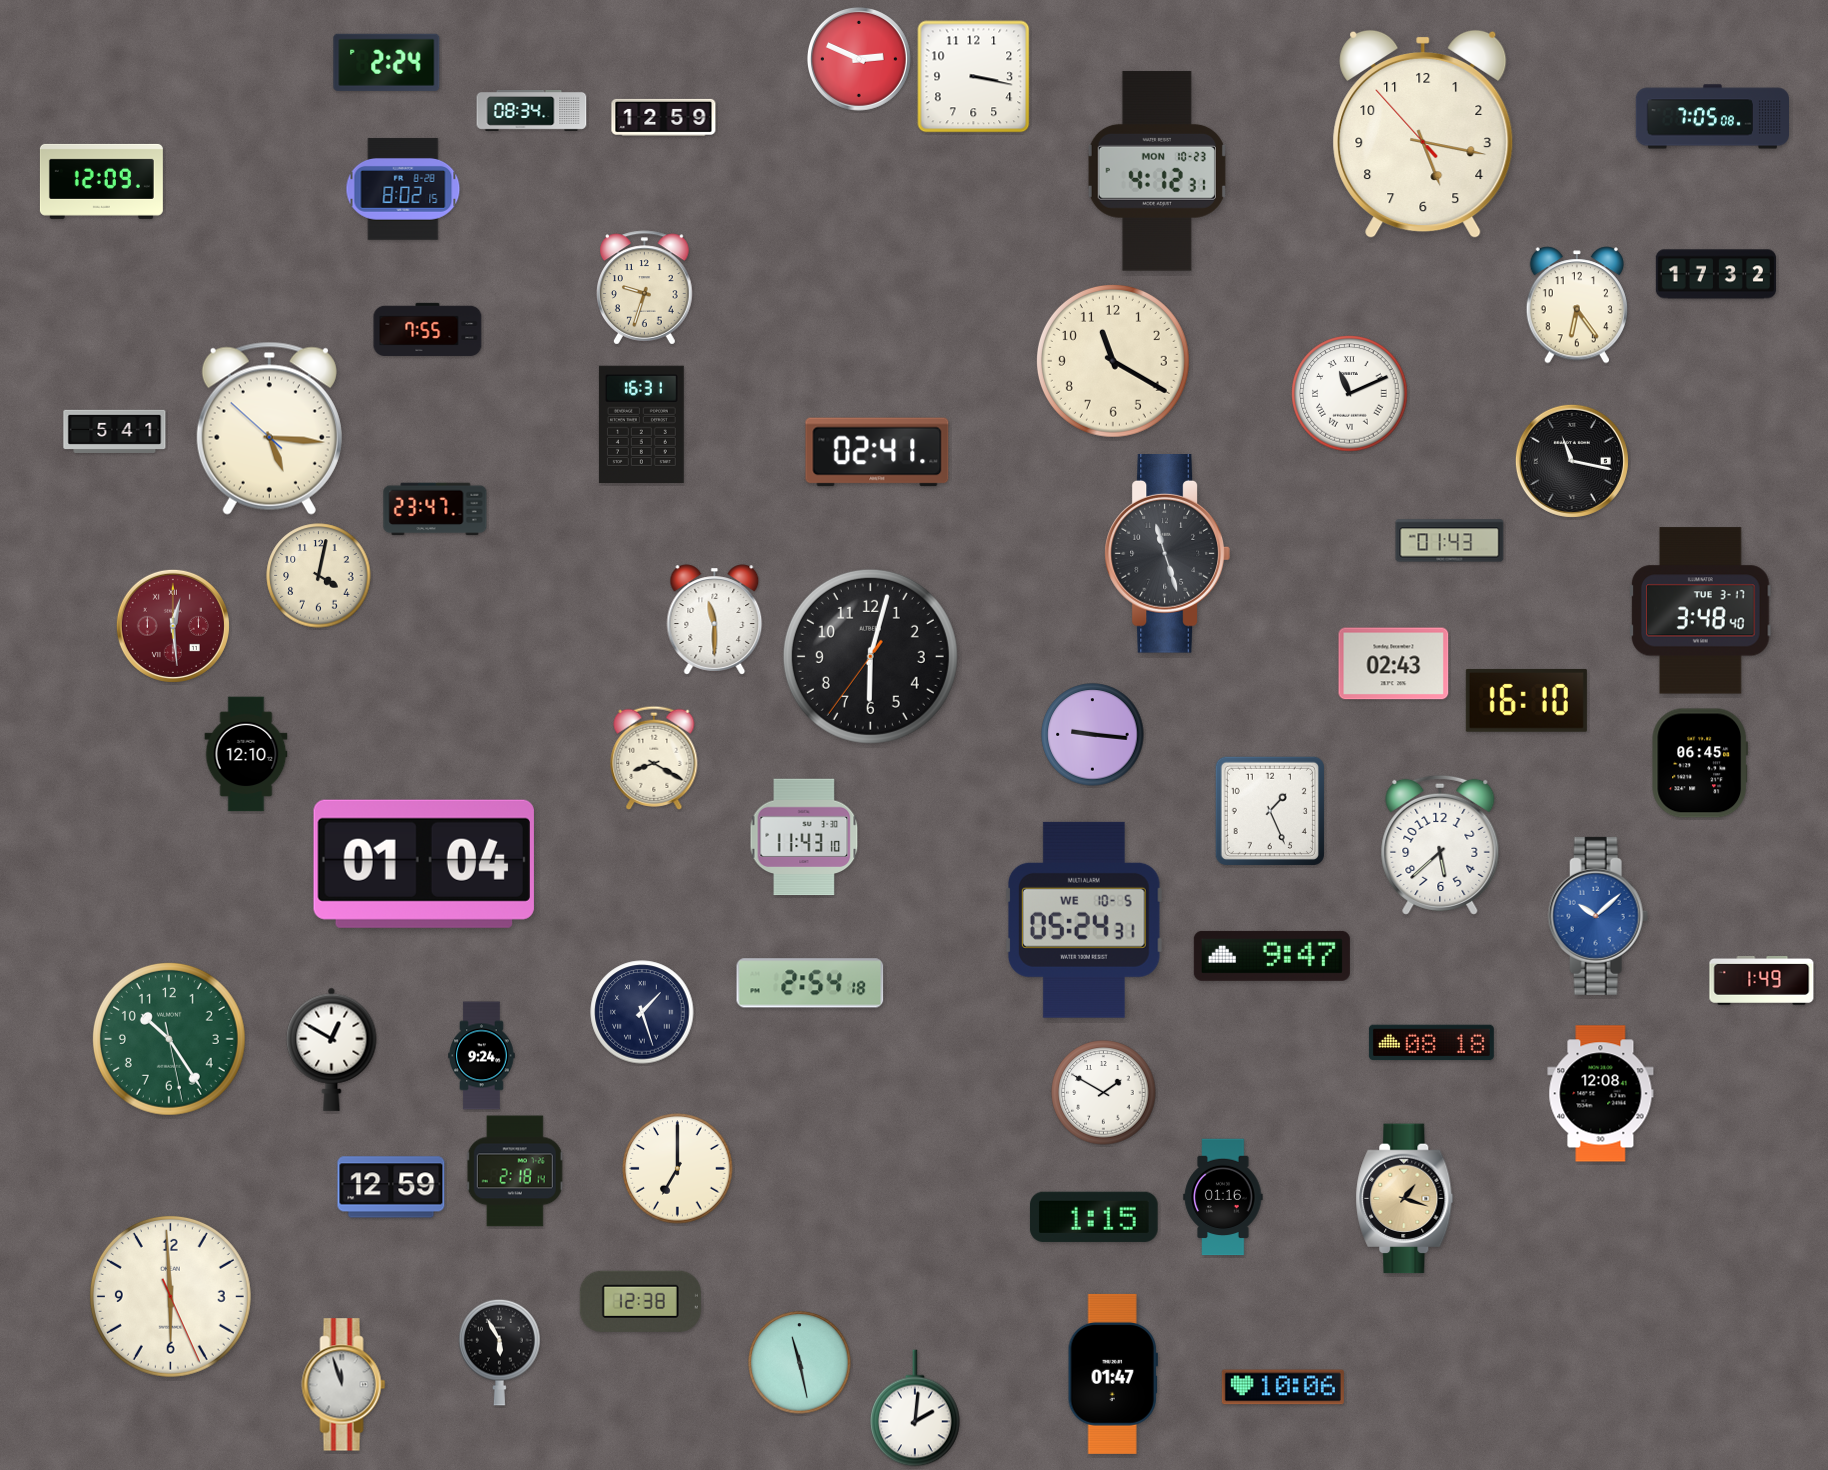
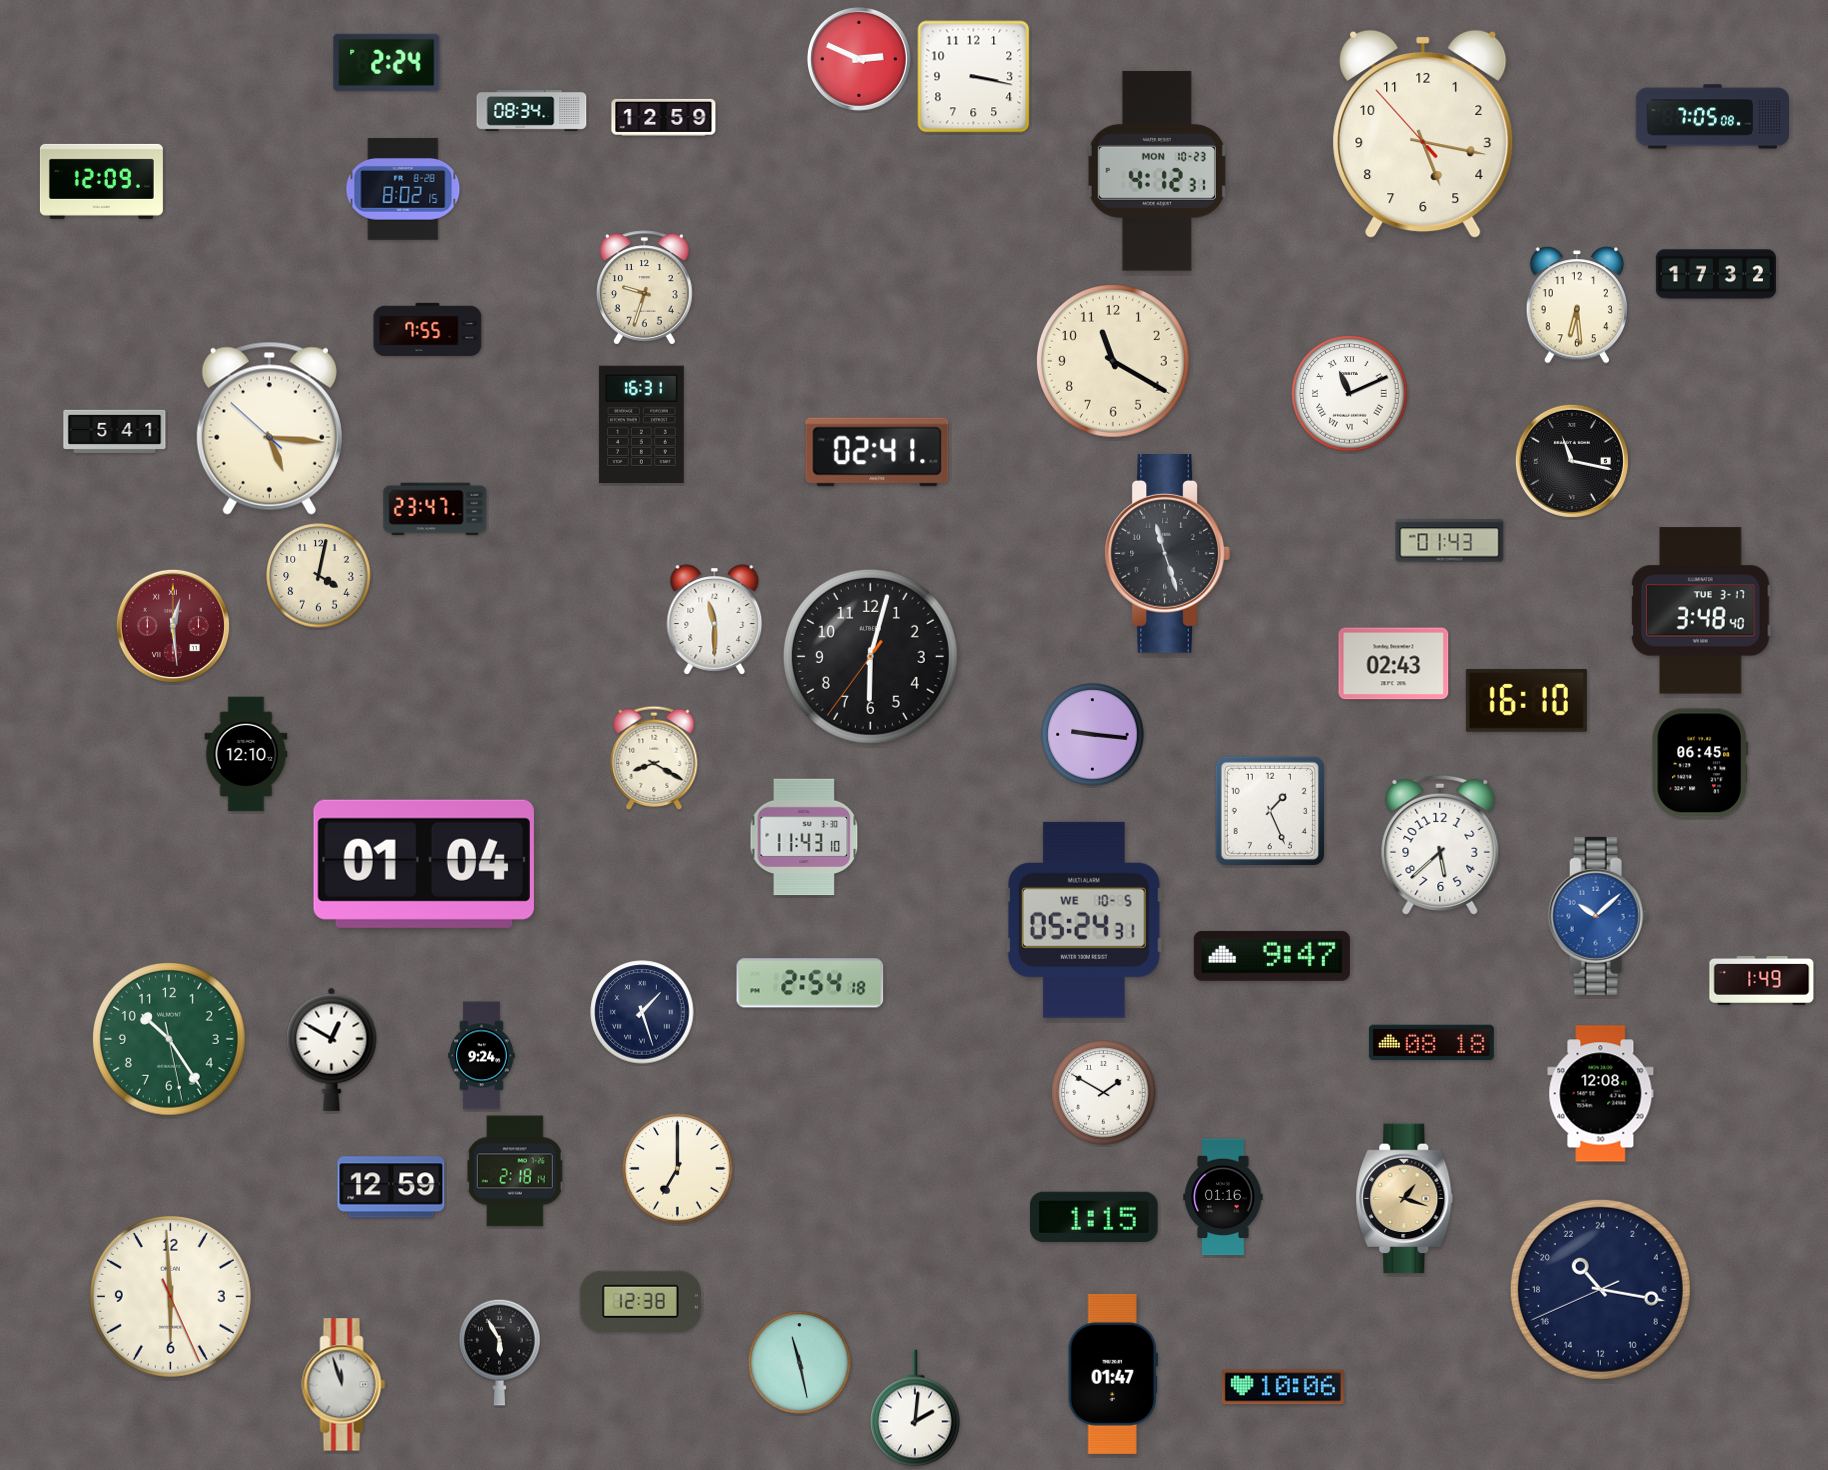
clock at (1577, 305): 6:24 -> 6:29
clock at (1600, 1289): none -> 21:16
